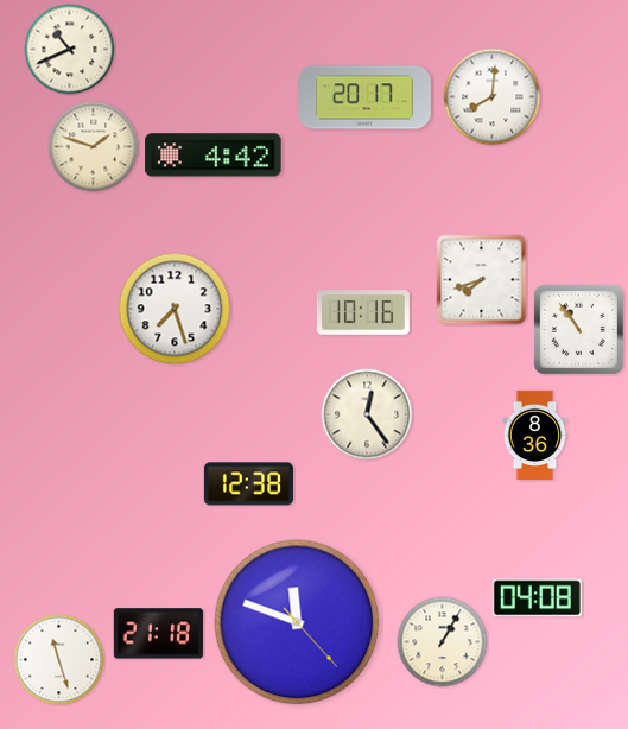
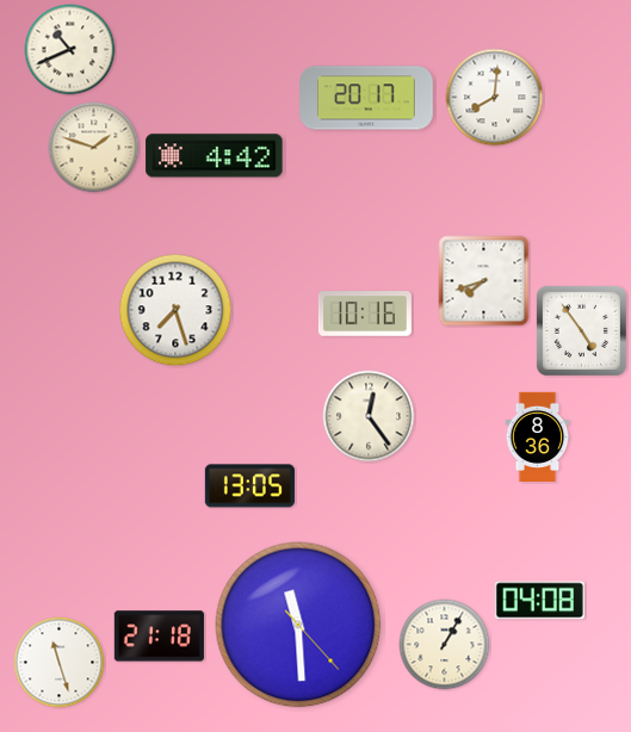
clock at (578, 329): 10:54 -> 4:54
clock at (248, 484): 12:38 -> 13:05
clock at (297, 622): 11:48 -> 11:29
